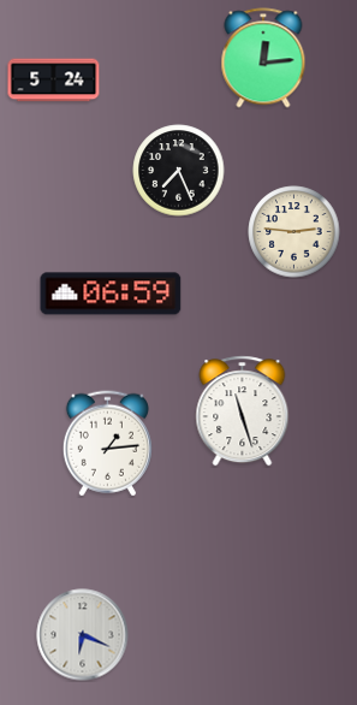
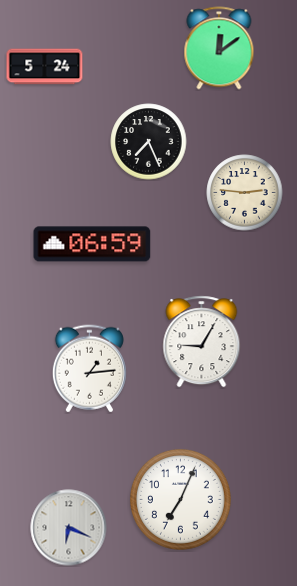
clock at (263, 58): 12:14 -> 12:09
clock at (243, 411): 11:27 -> 9:05
clock at (180, 499): none -> 7:04
